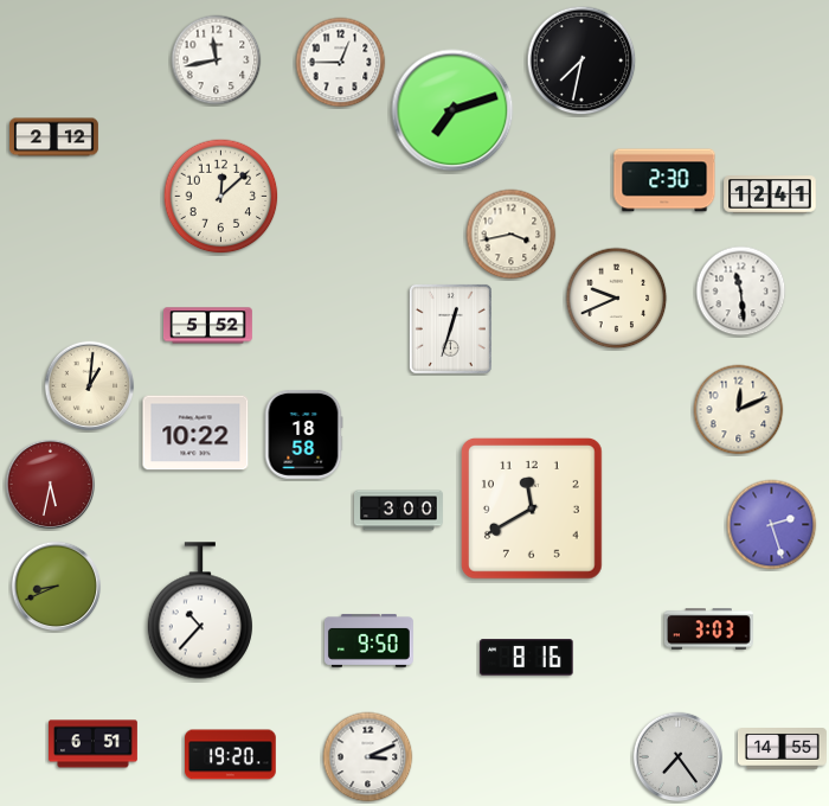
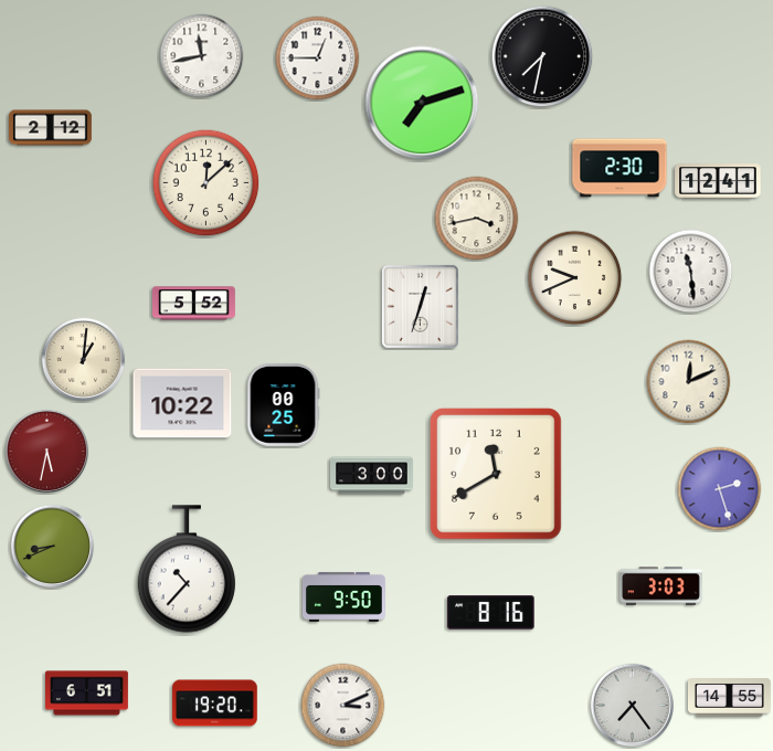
clock at (303, 434): 18:58 -> 00:25
